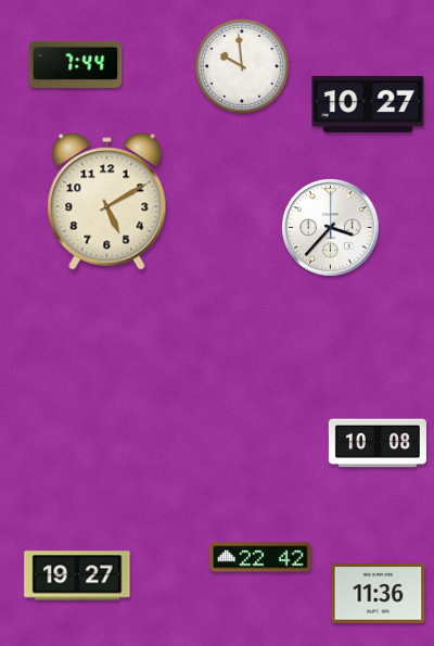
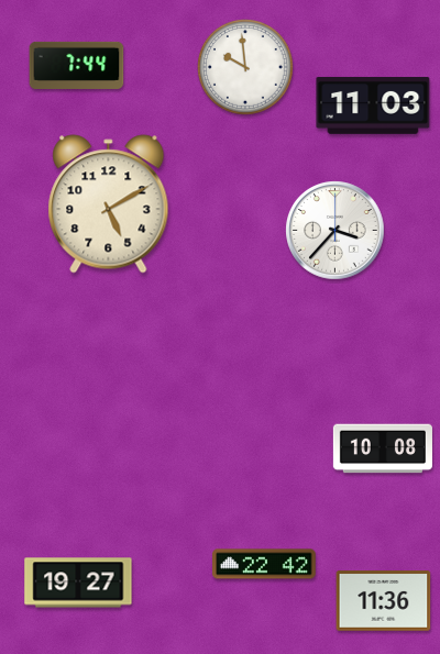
clock at (368, 104): 10:27 -> 11:03
